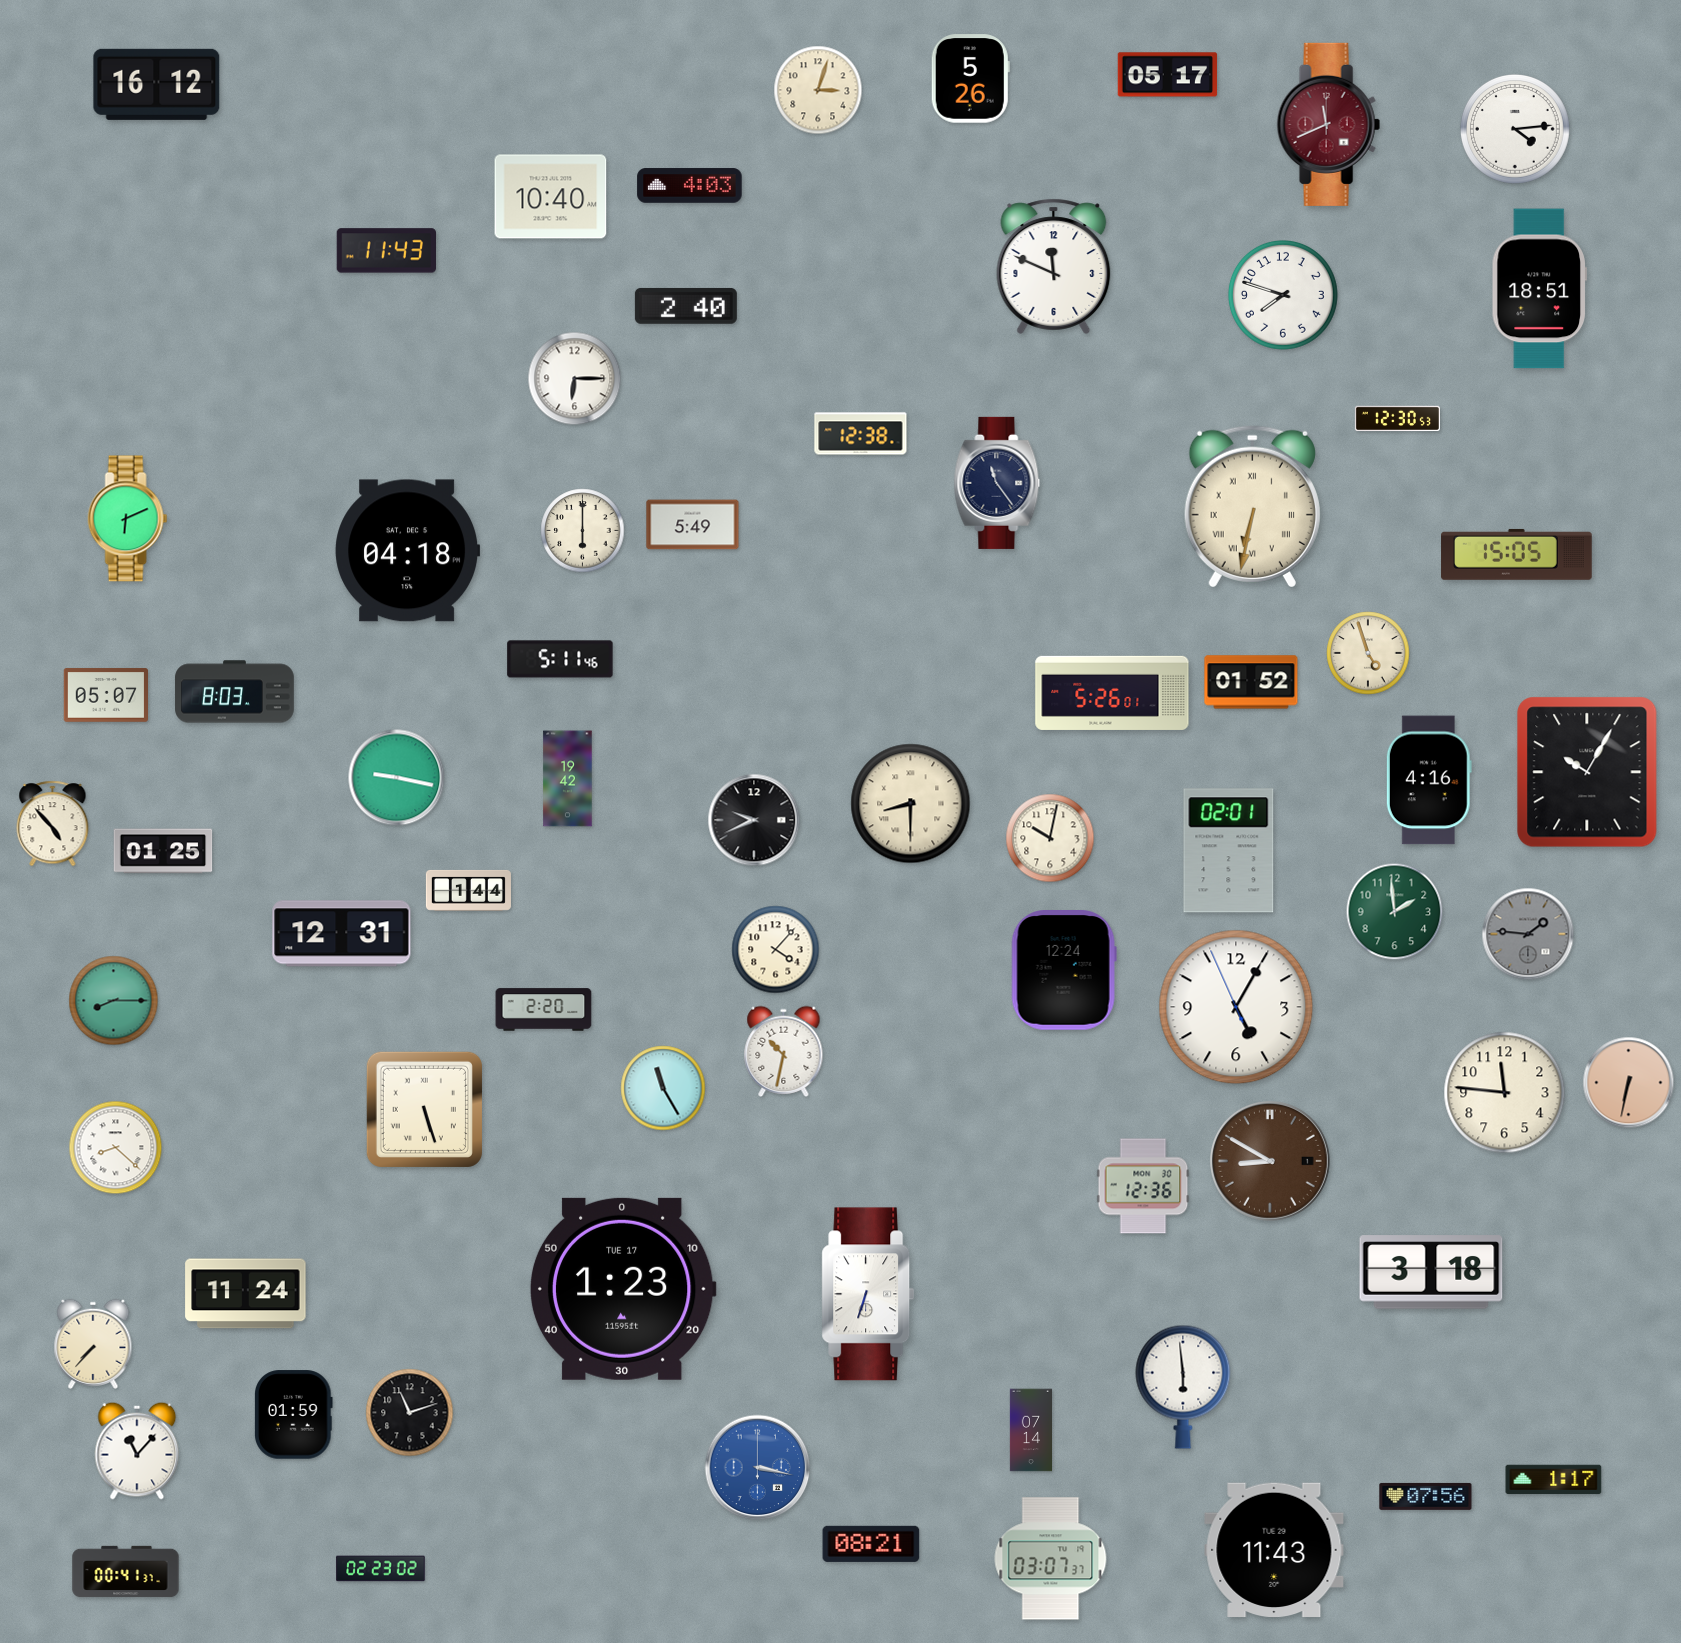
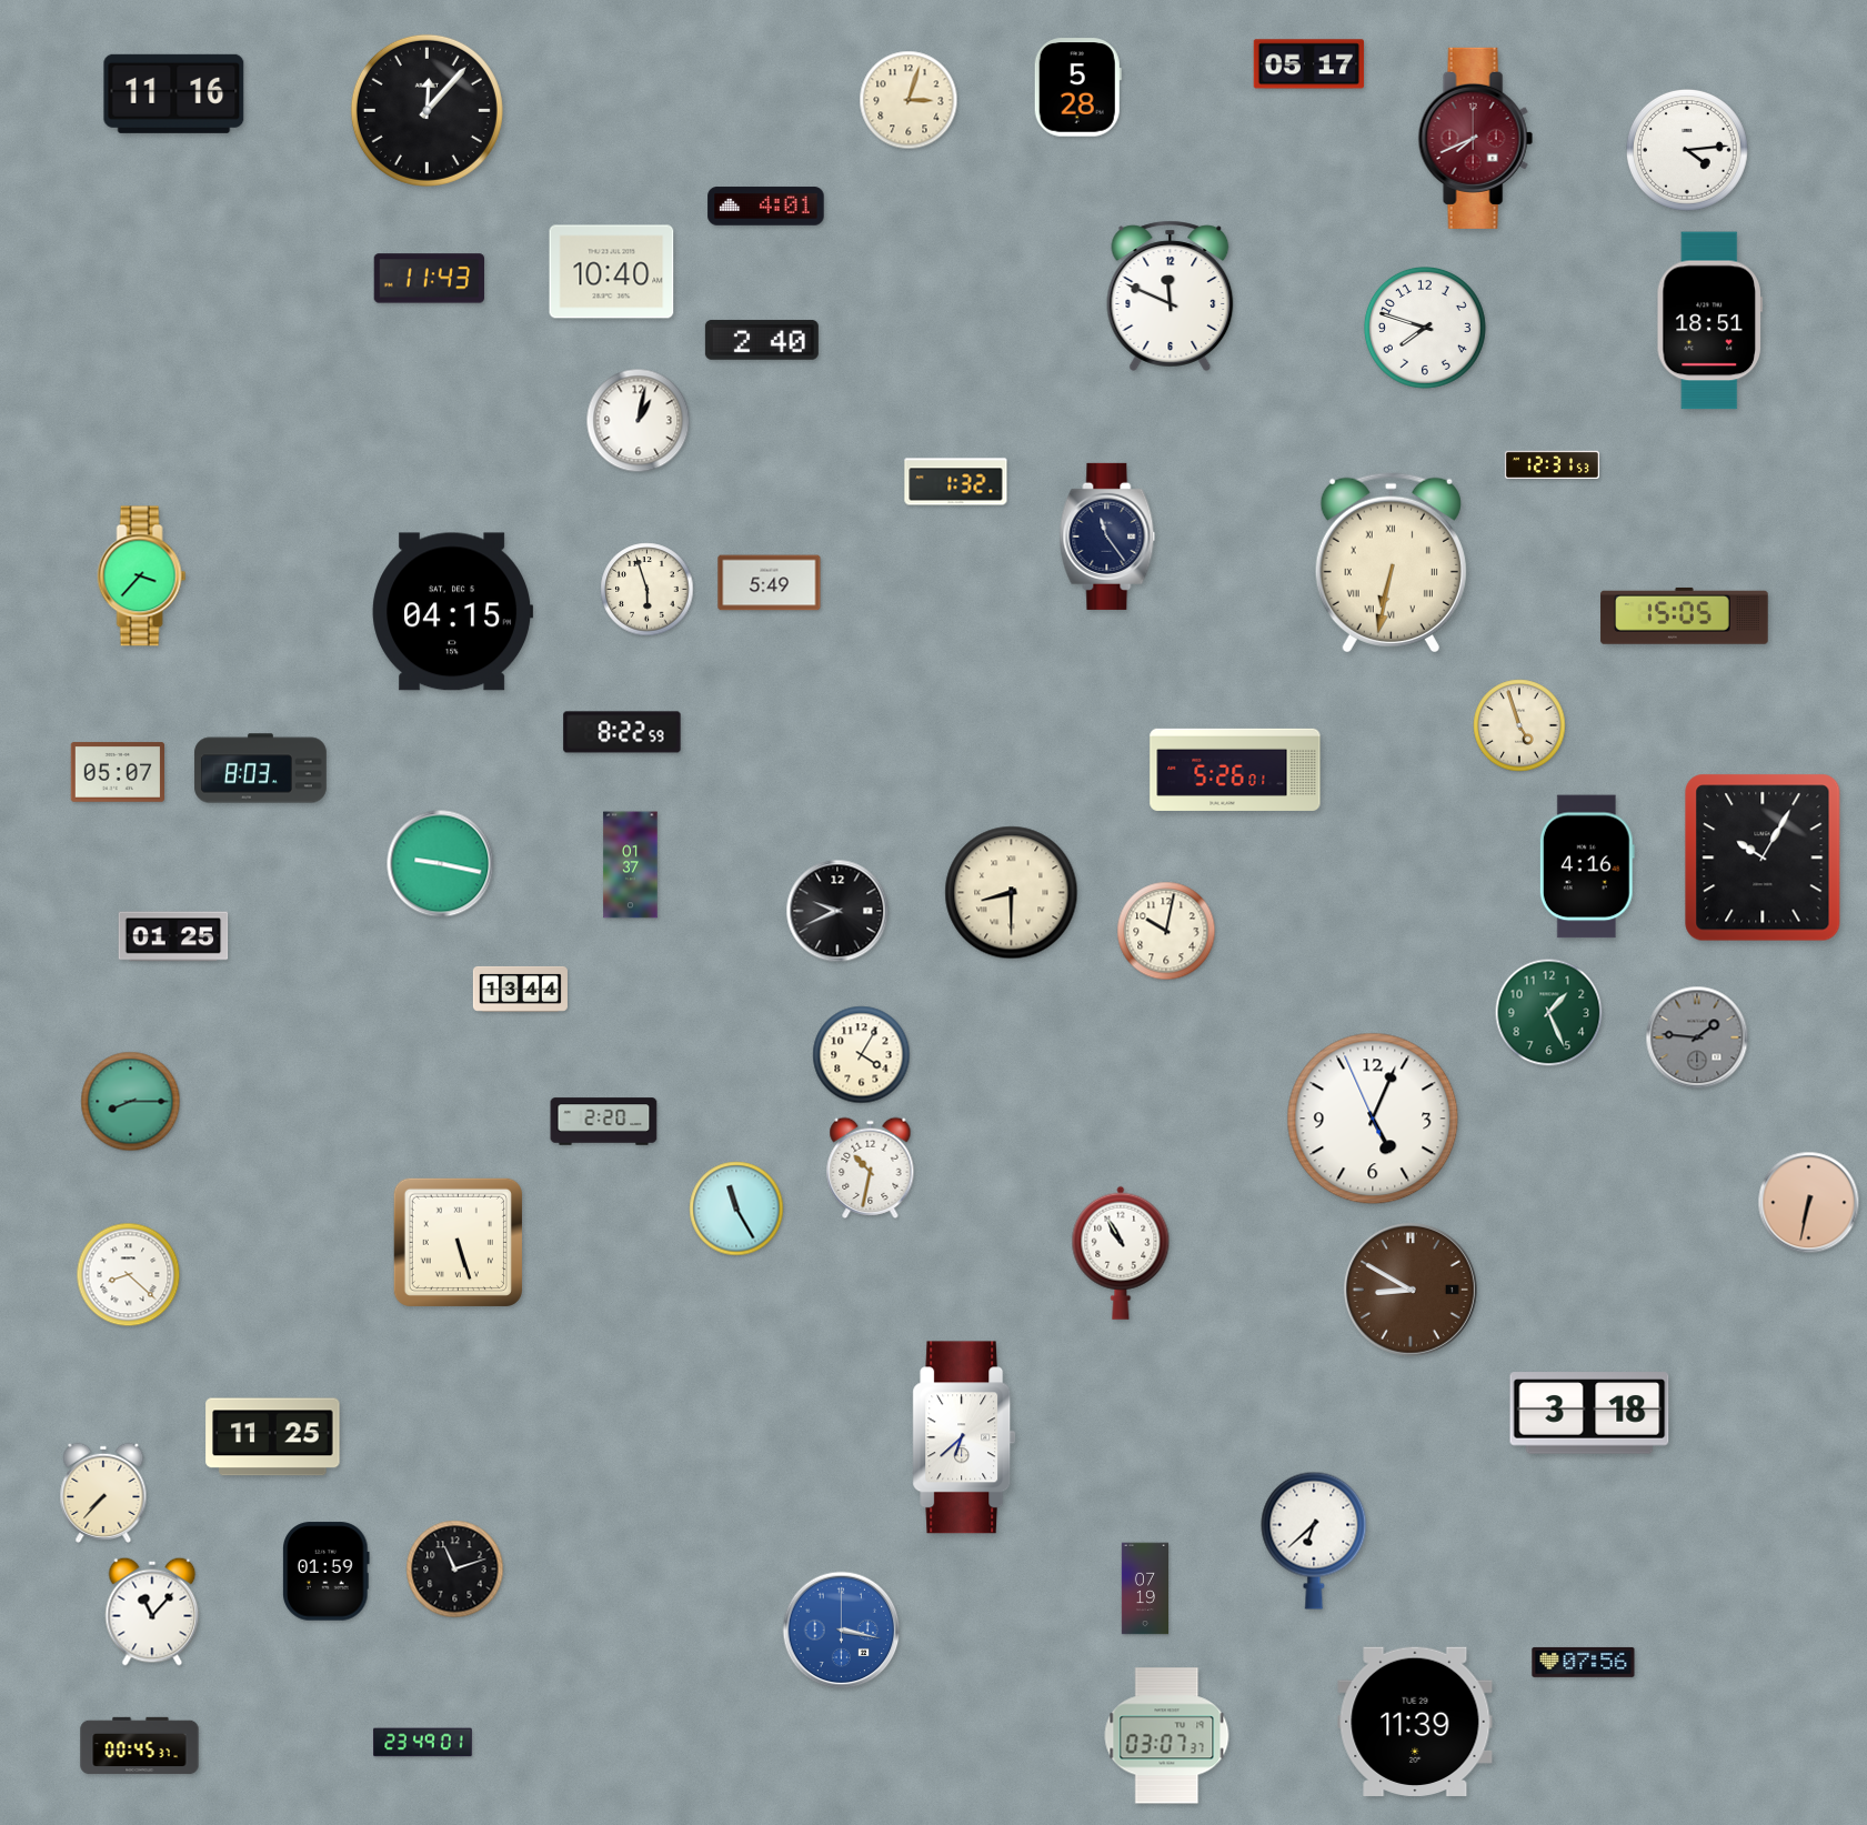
clock at (1168, 75) position: (1168, 75) -> (1309, 64)
clock at (970, 79): 5:26 -> 5:28
clock at (157, 84): 16:12 -> 11:16
clock at (426, 110): none -> 12:07
clock at (1328, 124): 11:41 -> 7:41
clock at (1515, 129) position: (1515, 129) -> (1687, 150)
clock at (690, 186): 4:03 -> 4:01
clock at (551, 197) position: (551, 197) -> (612, 272)
clock at (575, 379): 6:15 -> 1:02
clock at (1397, 419): 12:30 -> 12:31
clock at (861, 434): 12:38 -> 1:32
clock at (128, 519): 6:11 -> 3:37
clock at (583, 531): 6:00 -> 5:57
clock at (408, 551): 04:18 -> 04:15
clock at (560, 659): 5:11 -> 8:22
clock at (1251, 682): 01:52 -> none
clock at (568, 779): 19:42 -> 01:37
clock at (53, 824): 4:53 -> none
clock at (163, 851) position: (163, 851) -> (173, 936)
clock at (1229, 851): 02:01 -> none
clock at (468, 890): 1:44 -> 13:44
clock at (1395, 912): 1:59 -> 1:26
clock at (342, 934): 12:31 -> none
clock at (776, 950): 4:07 -> 4:05
clock at (1064, 970): 12:24 -> none
clock at (114, 1001) position: (114, 1001) -> (131, 1102)
clock at (1236, 1007): 5:04 -> 5:03
clock at (1505, 1093): 11:46 -> none
clock at (424, 1109) position: (424, 1109) -> (458, 1242)
clock at (1121, 1253): none -> 10:55
clock at (1143, 1186): 12:36 -> none
clock at (623, 1289): 1:23 -> none
clock at (246, 1294): 11:24 -> 11:25
clock at (868, 1294): 6:33 -> 6:38
clock at (1183, 1387): 5:59 -> 6:38
clock at (1030, 1430): 07:14 -> 07:19
clock at (1554, 1480): 1:17 -> none
clock at (871, 1544): 08:21 -> none
clock at (1274, 1550): 11:43 -> 11:39
clock at (1051, 1559) position: (1051, 1559) -> (1167, 1736)
clock at (381, 1569): 02:23 -> 23:49
clock at (126, 1572): 00:41 -> 00:45
